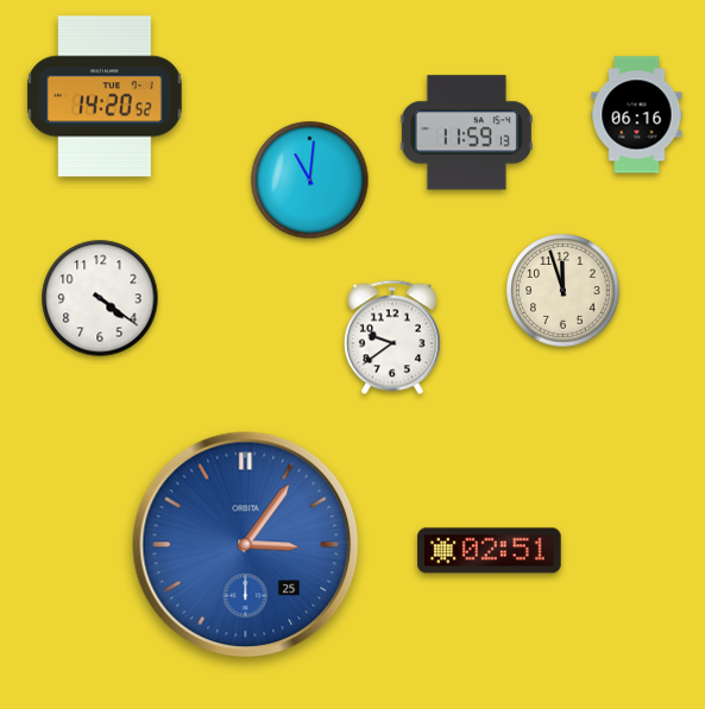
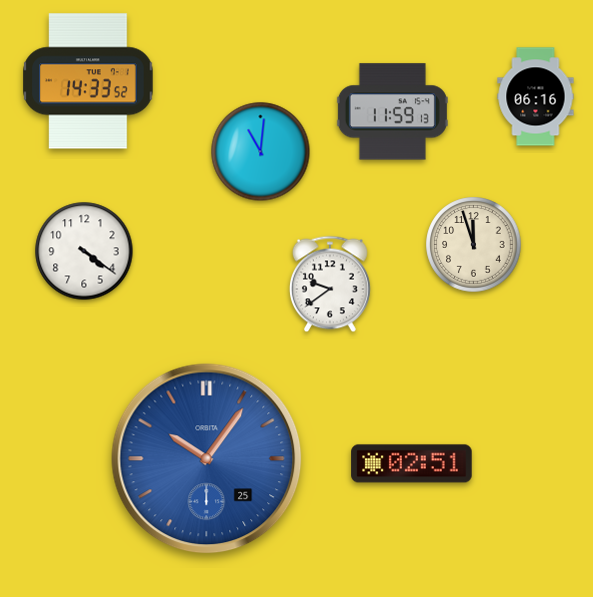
clock at (105, 96): 14:20 -> 14:33
clock at (246, 545): 3:06 -> 10:06
